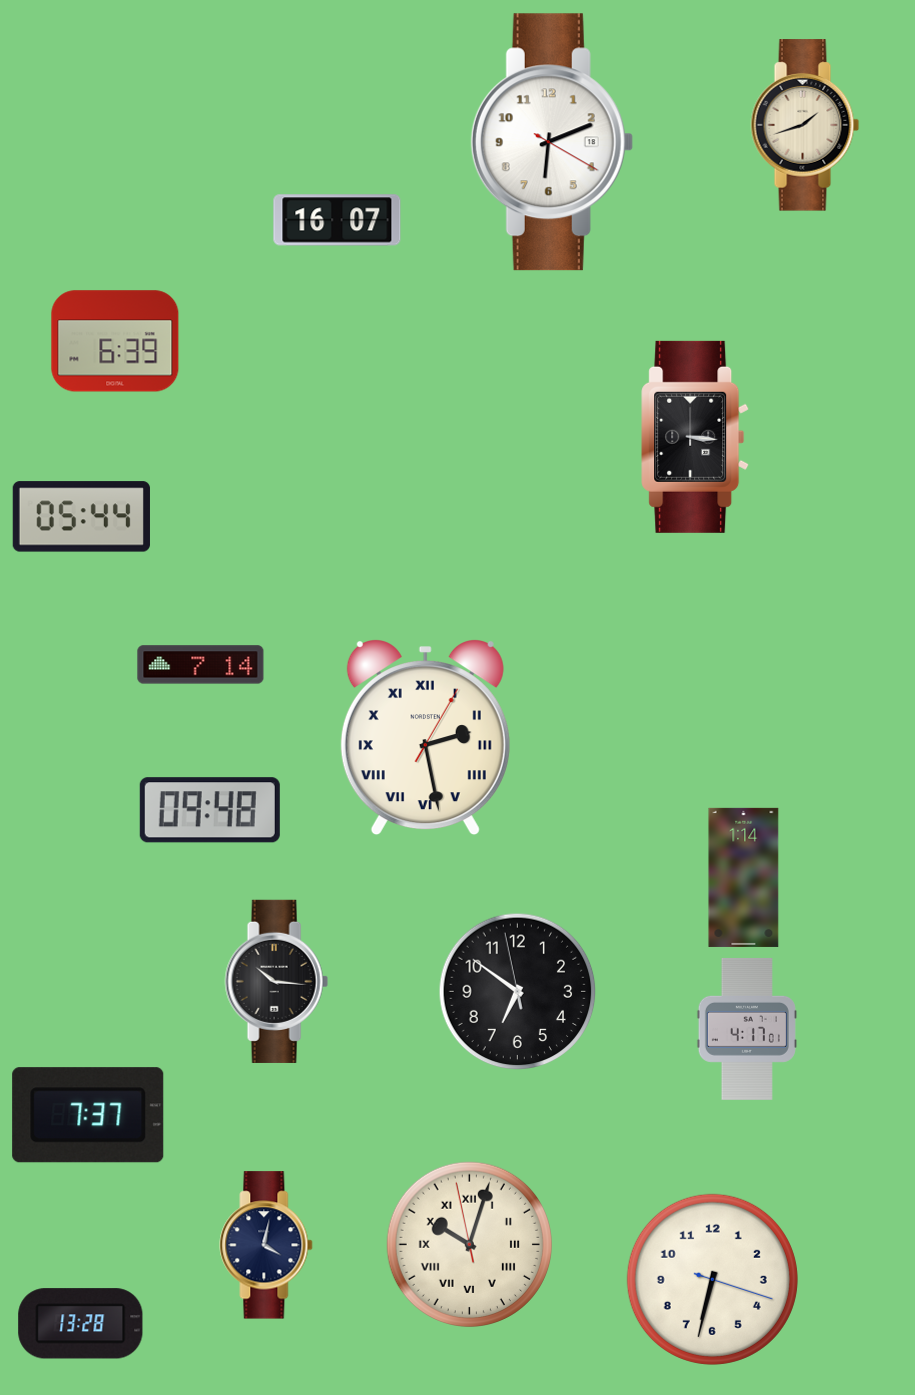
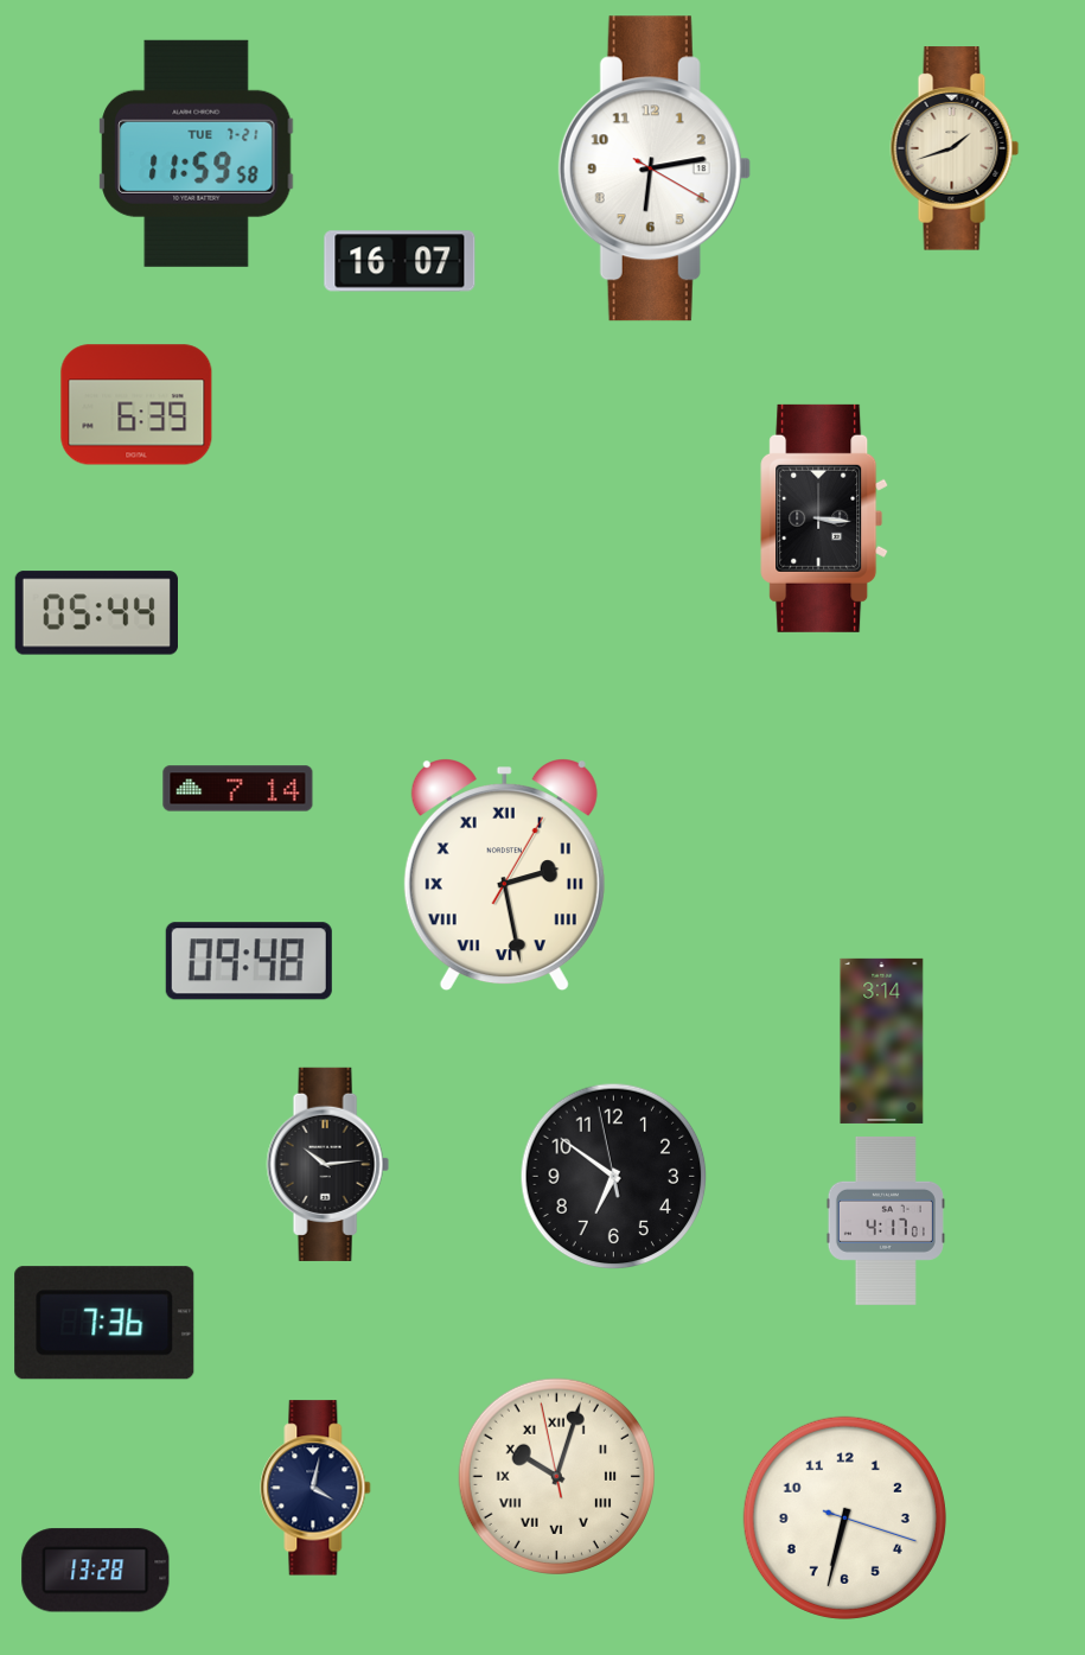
clock at (197, 153): none -> 11:59
clock at (552, 142): 6:11 -> 6:13
clock at (744, 877): 1:14 -> 3:14
clock at (276, 981): 10:16 -> 10:14
clock at (88, 1115): 7:37 -> 7:36
clock at (266, 1245) position: (266, 1245) -> (315, 1488)
